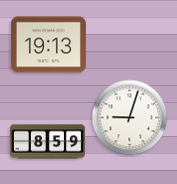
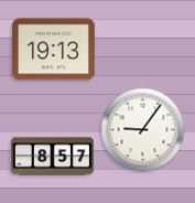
clock at (130, 118): 9:03 -> 9:06
clock at (47, 142): 8:59 -> 8:57
